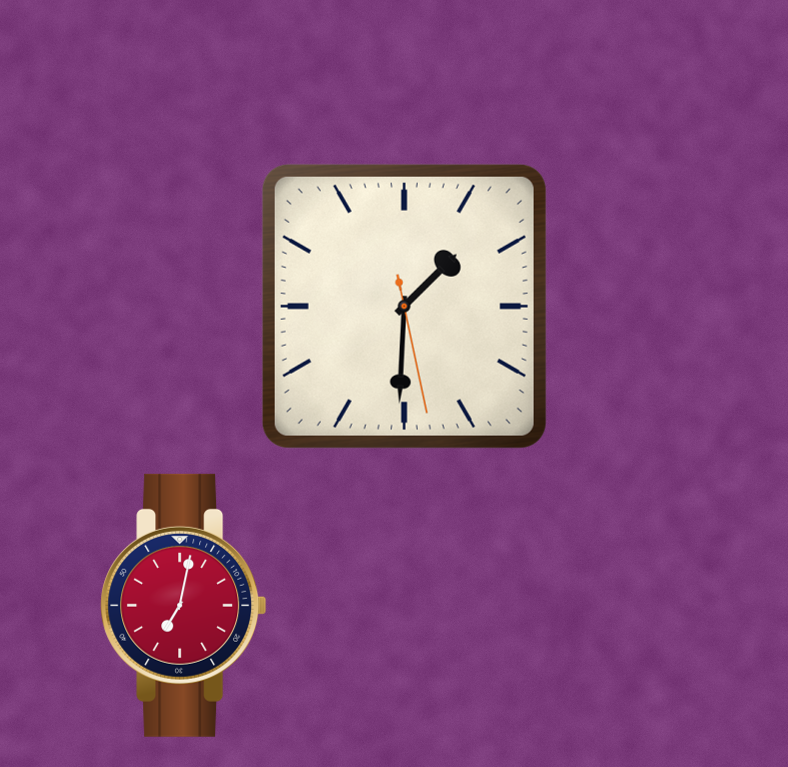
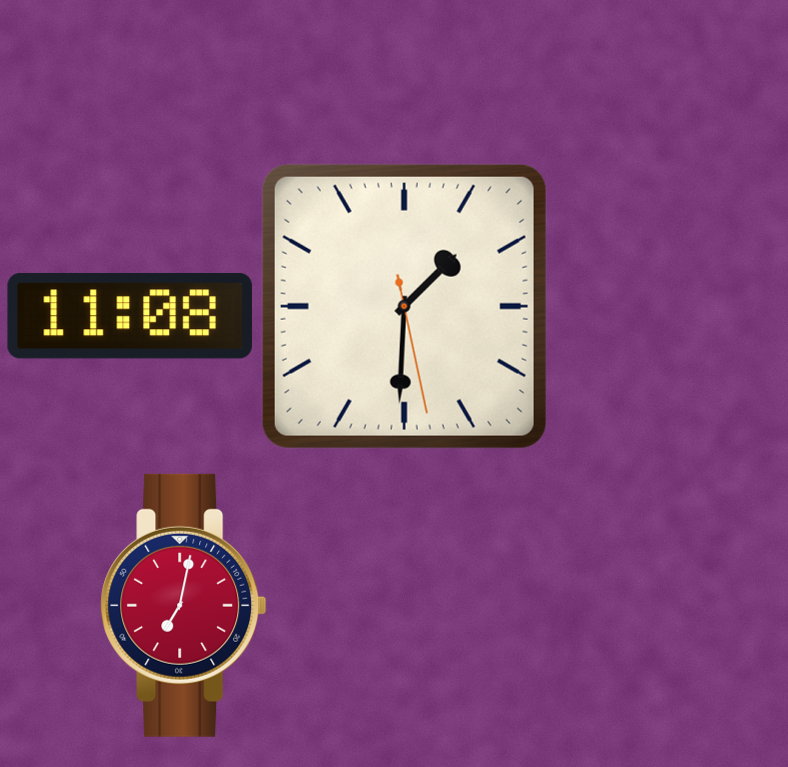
clock at (130, 316): none -> 11:08
